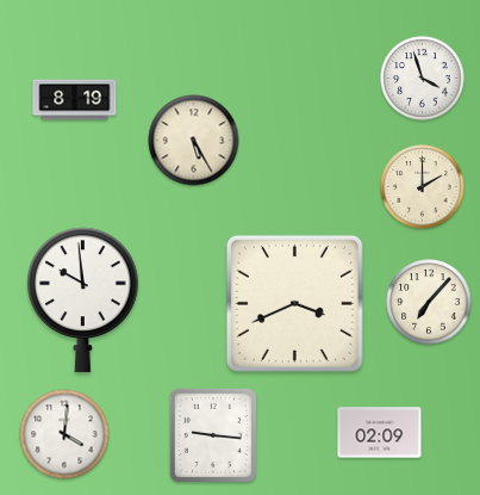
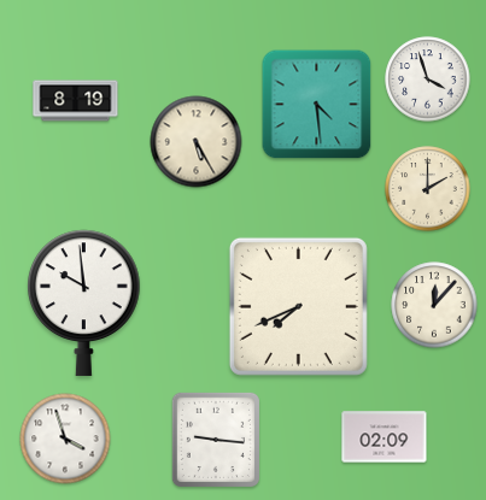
clock at (317, 105): none -> 4:29
clock at (429, 302): 7:07 -> 12:07
clock at (294, 303): 3:41 -> 7:41
clock at (64, 434): 4:01 -> 3:57
